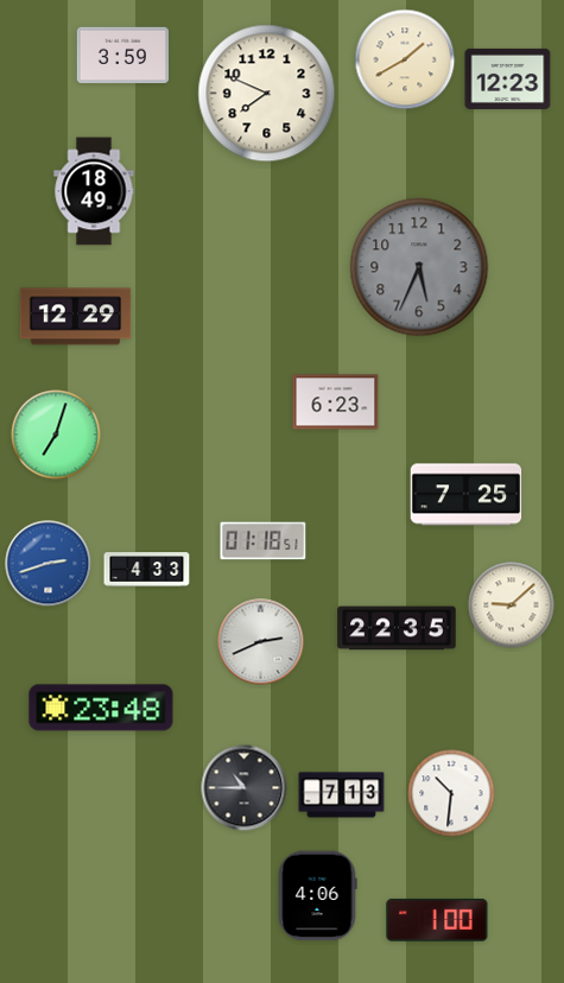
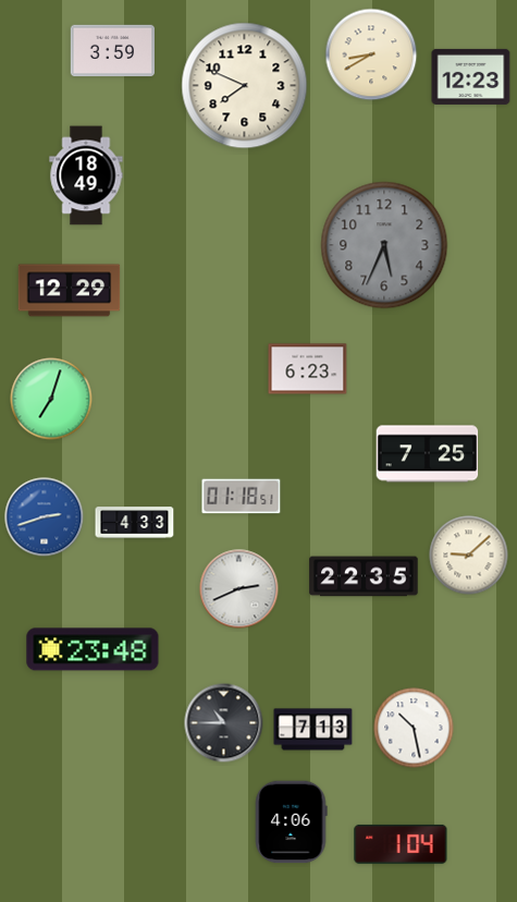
clock at (405, 59): 1:40 -> 8:40
clock at (508, 78) position: (508, 78) -> (471, 76)
clock at (451, 793): 10:31 -> 10:28
clock at (437, 920): 1:00 -> 1:04
